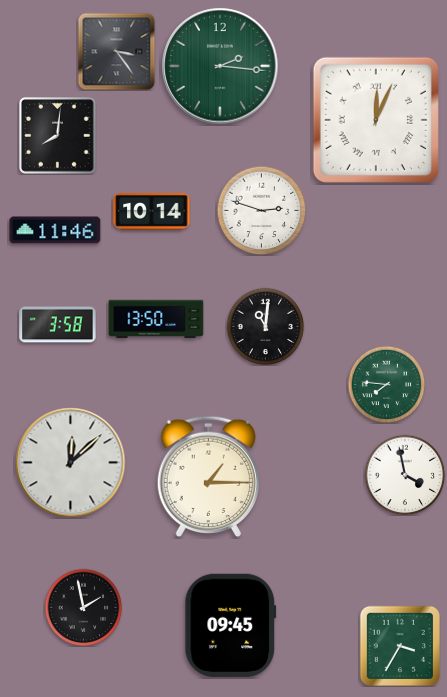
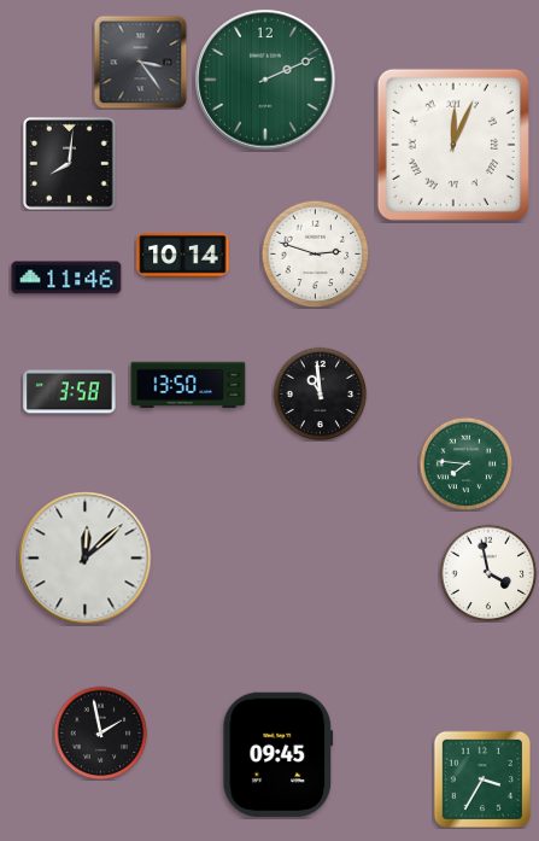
clock at (220, 66): 2:16 -> 2:11
clock at (265, 326): 11:01 -> 10:59
clock at (208, 477): 1:15 -> none
